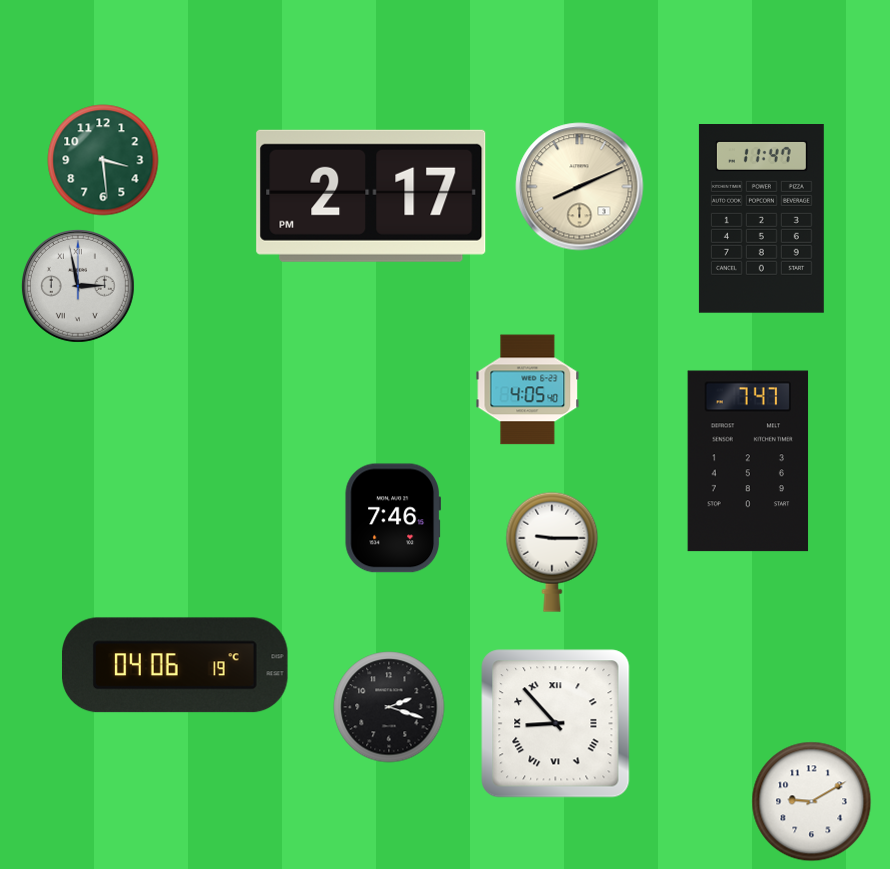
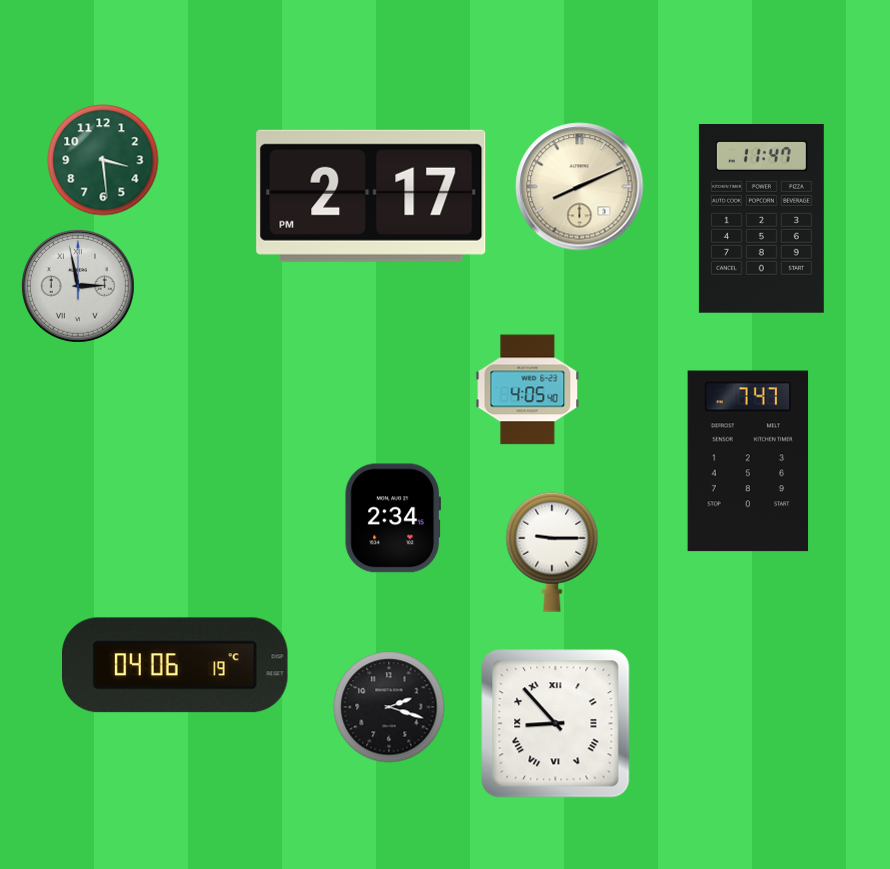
clock at (392, 518): 7:46 -> 2:34
clock at (812, 802): 9:10 -> none
